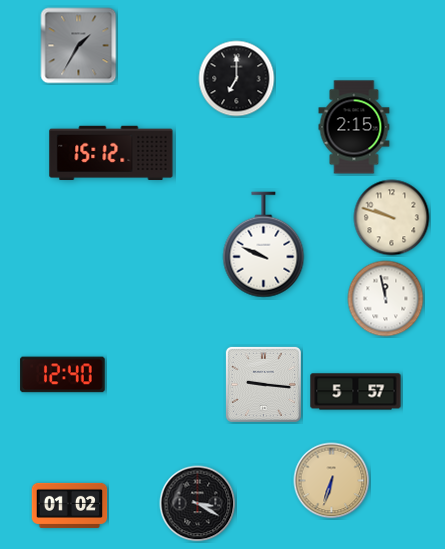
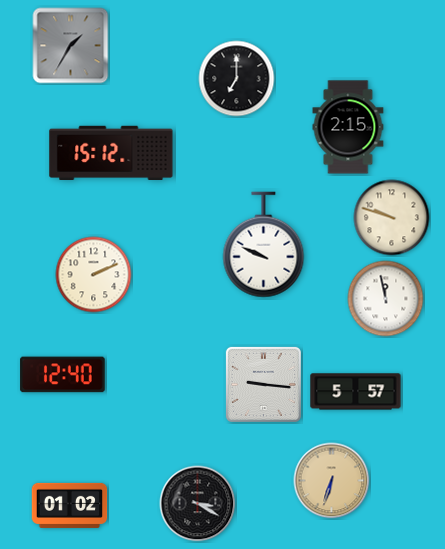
clock at (79, 46) position: (79, 46) -> (71, 46)
clock at (354, 127) position: (354, 127) -> (348, 127)
clock at (94, 275): none -> 2:11
